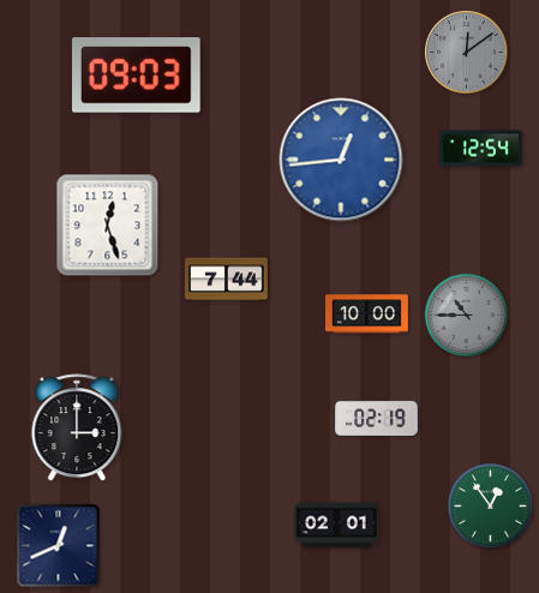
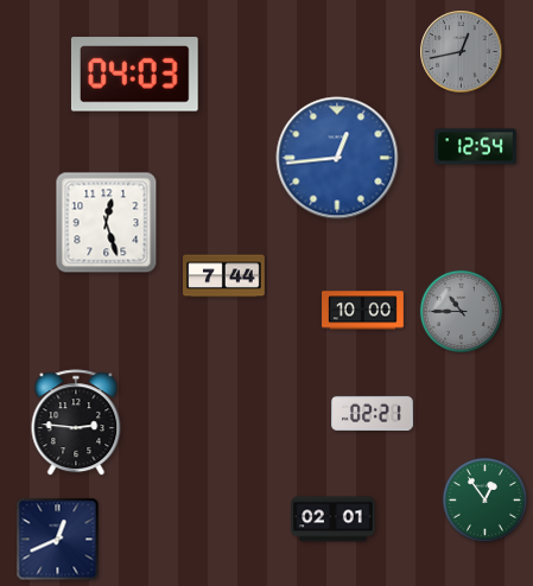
clock at (467, 53): 12:09 -> 12:43
clock at (136, 76): 09:03 -> 04:03
clock at (377, 418): 02:19 -> 02:21
clock at (77, 429): 3:00 -> 2:46
